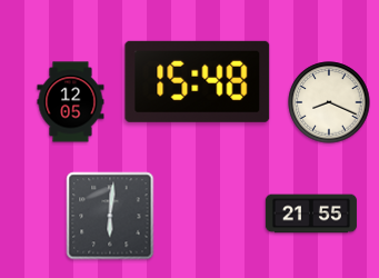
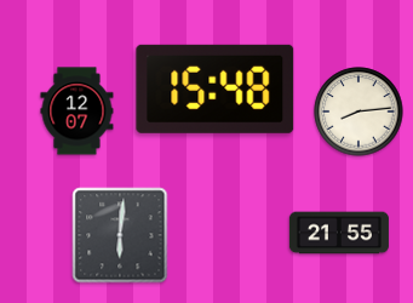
clock at (71, 102): 12:05 -> 12:07
clock at (329, 102): 8:19 -> 8:14
